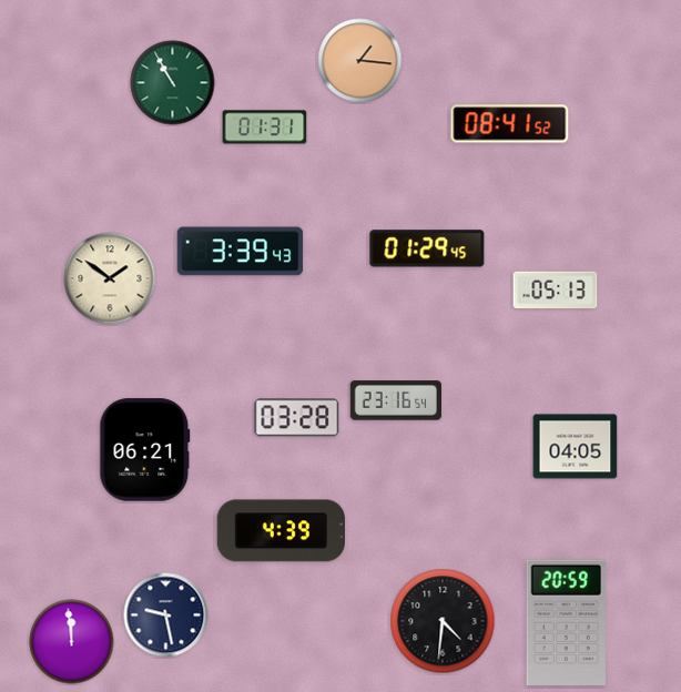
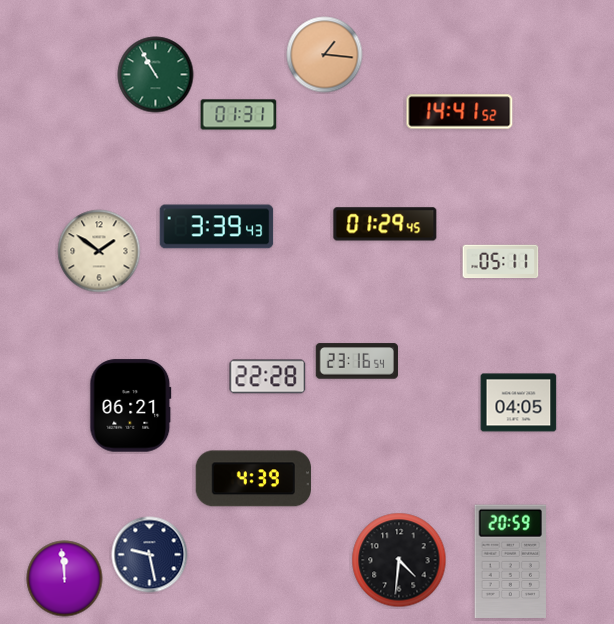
clock at (510, 124): 08:41 -> 14:41
clock at (556, 291): 05:13 -> 05:11
clock at (297, 418): 03:28 -> 22:28
